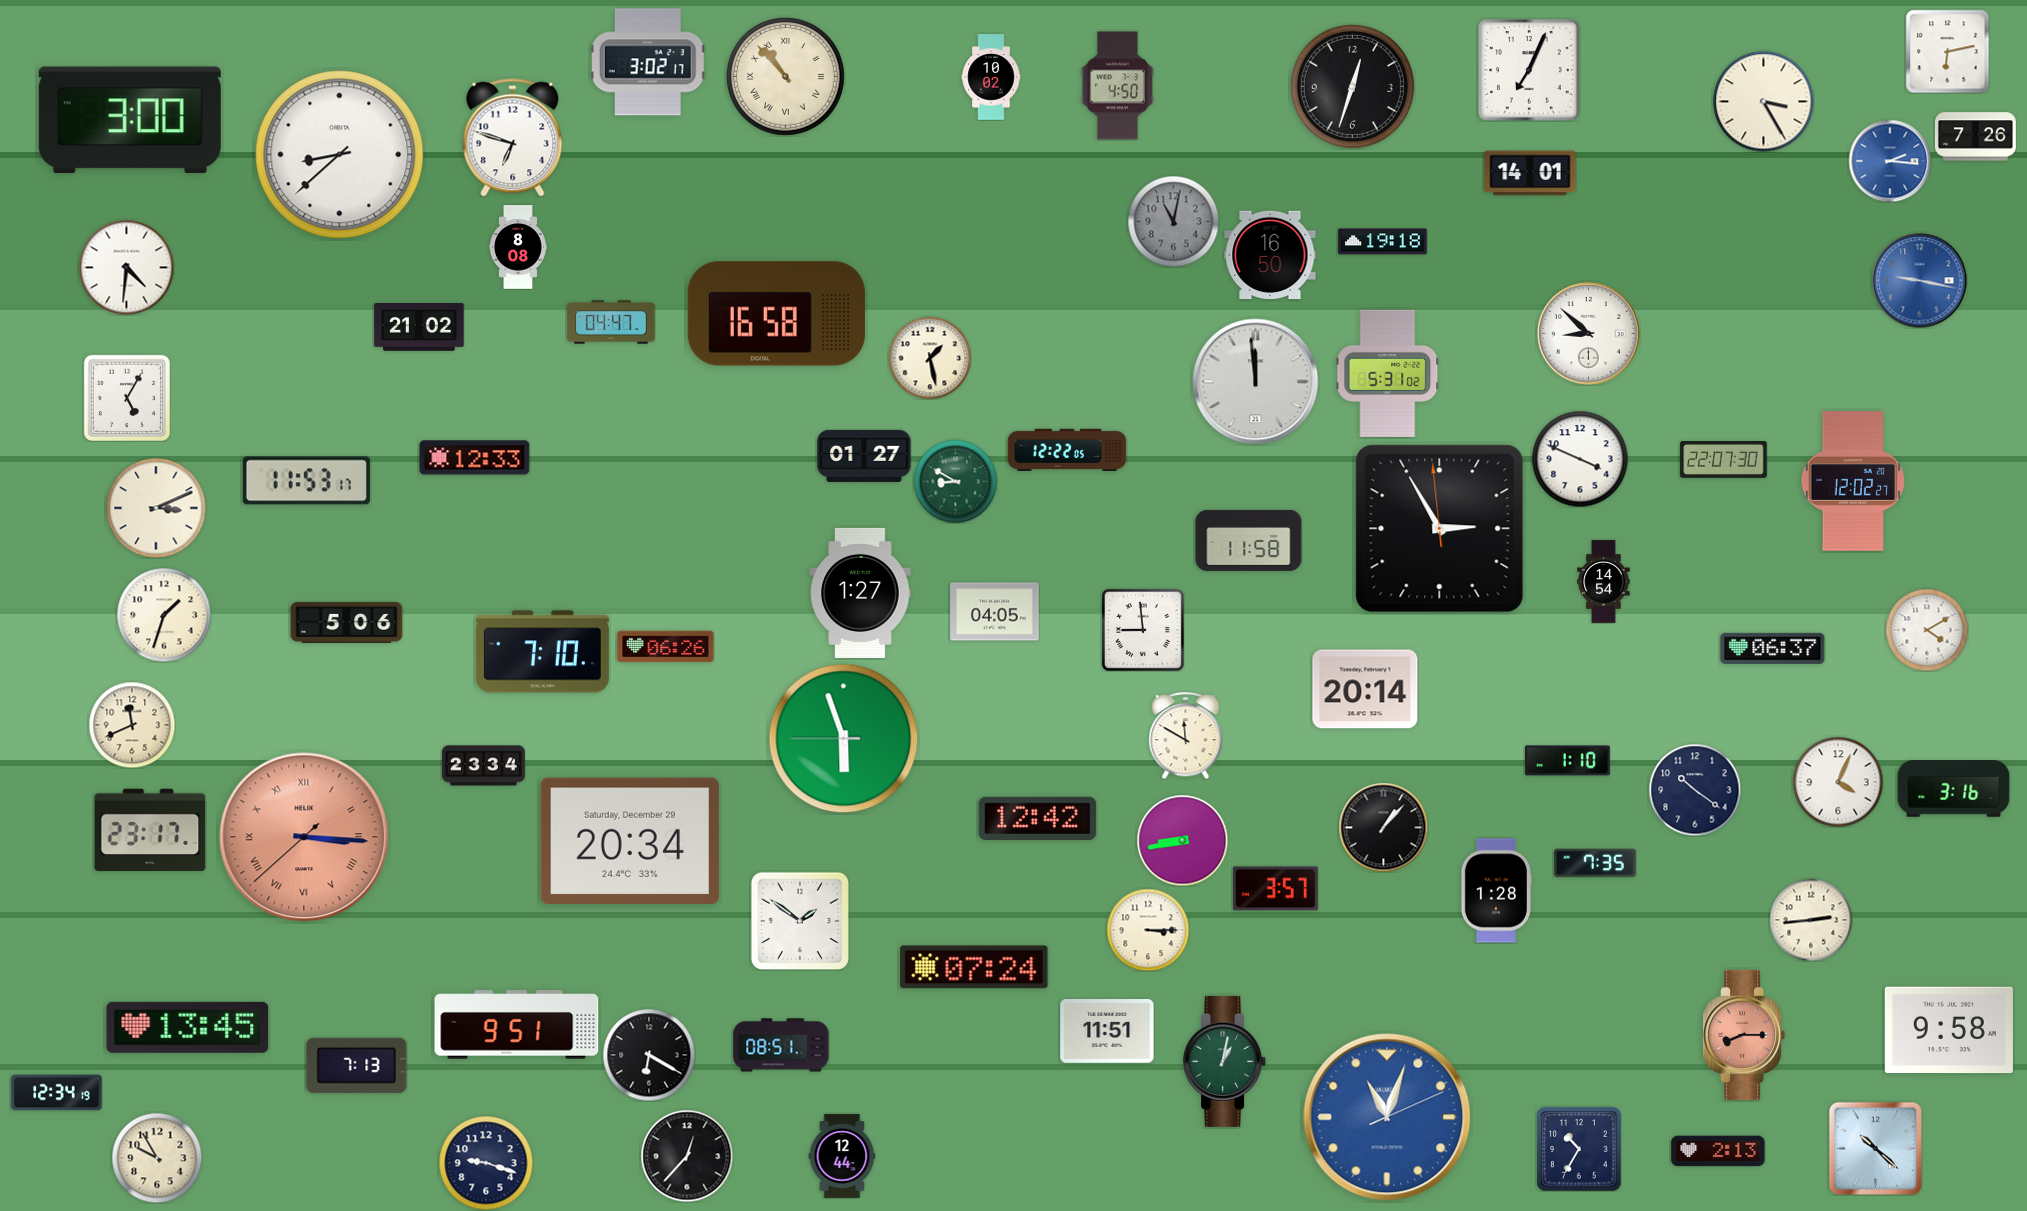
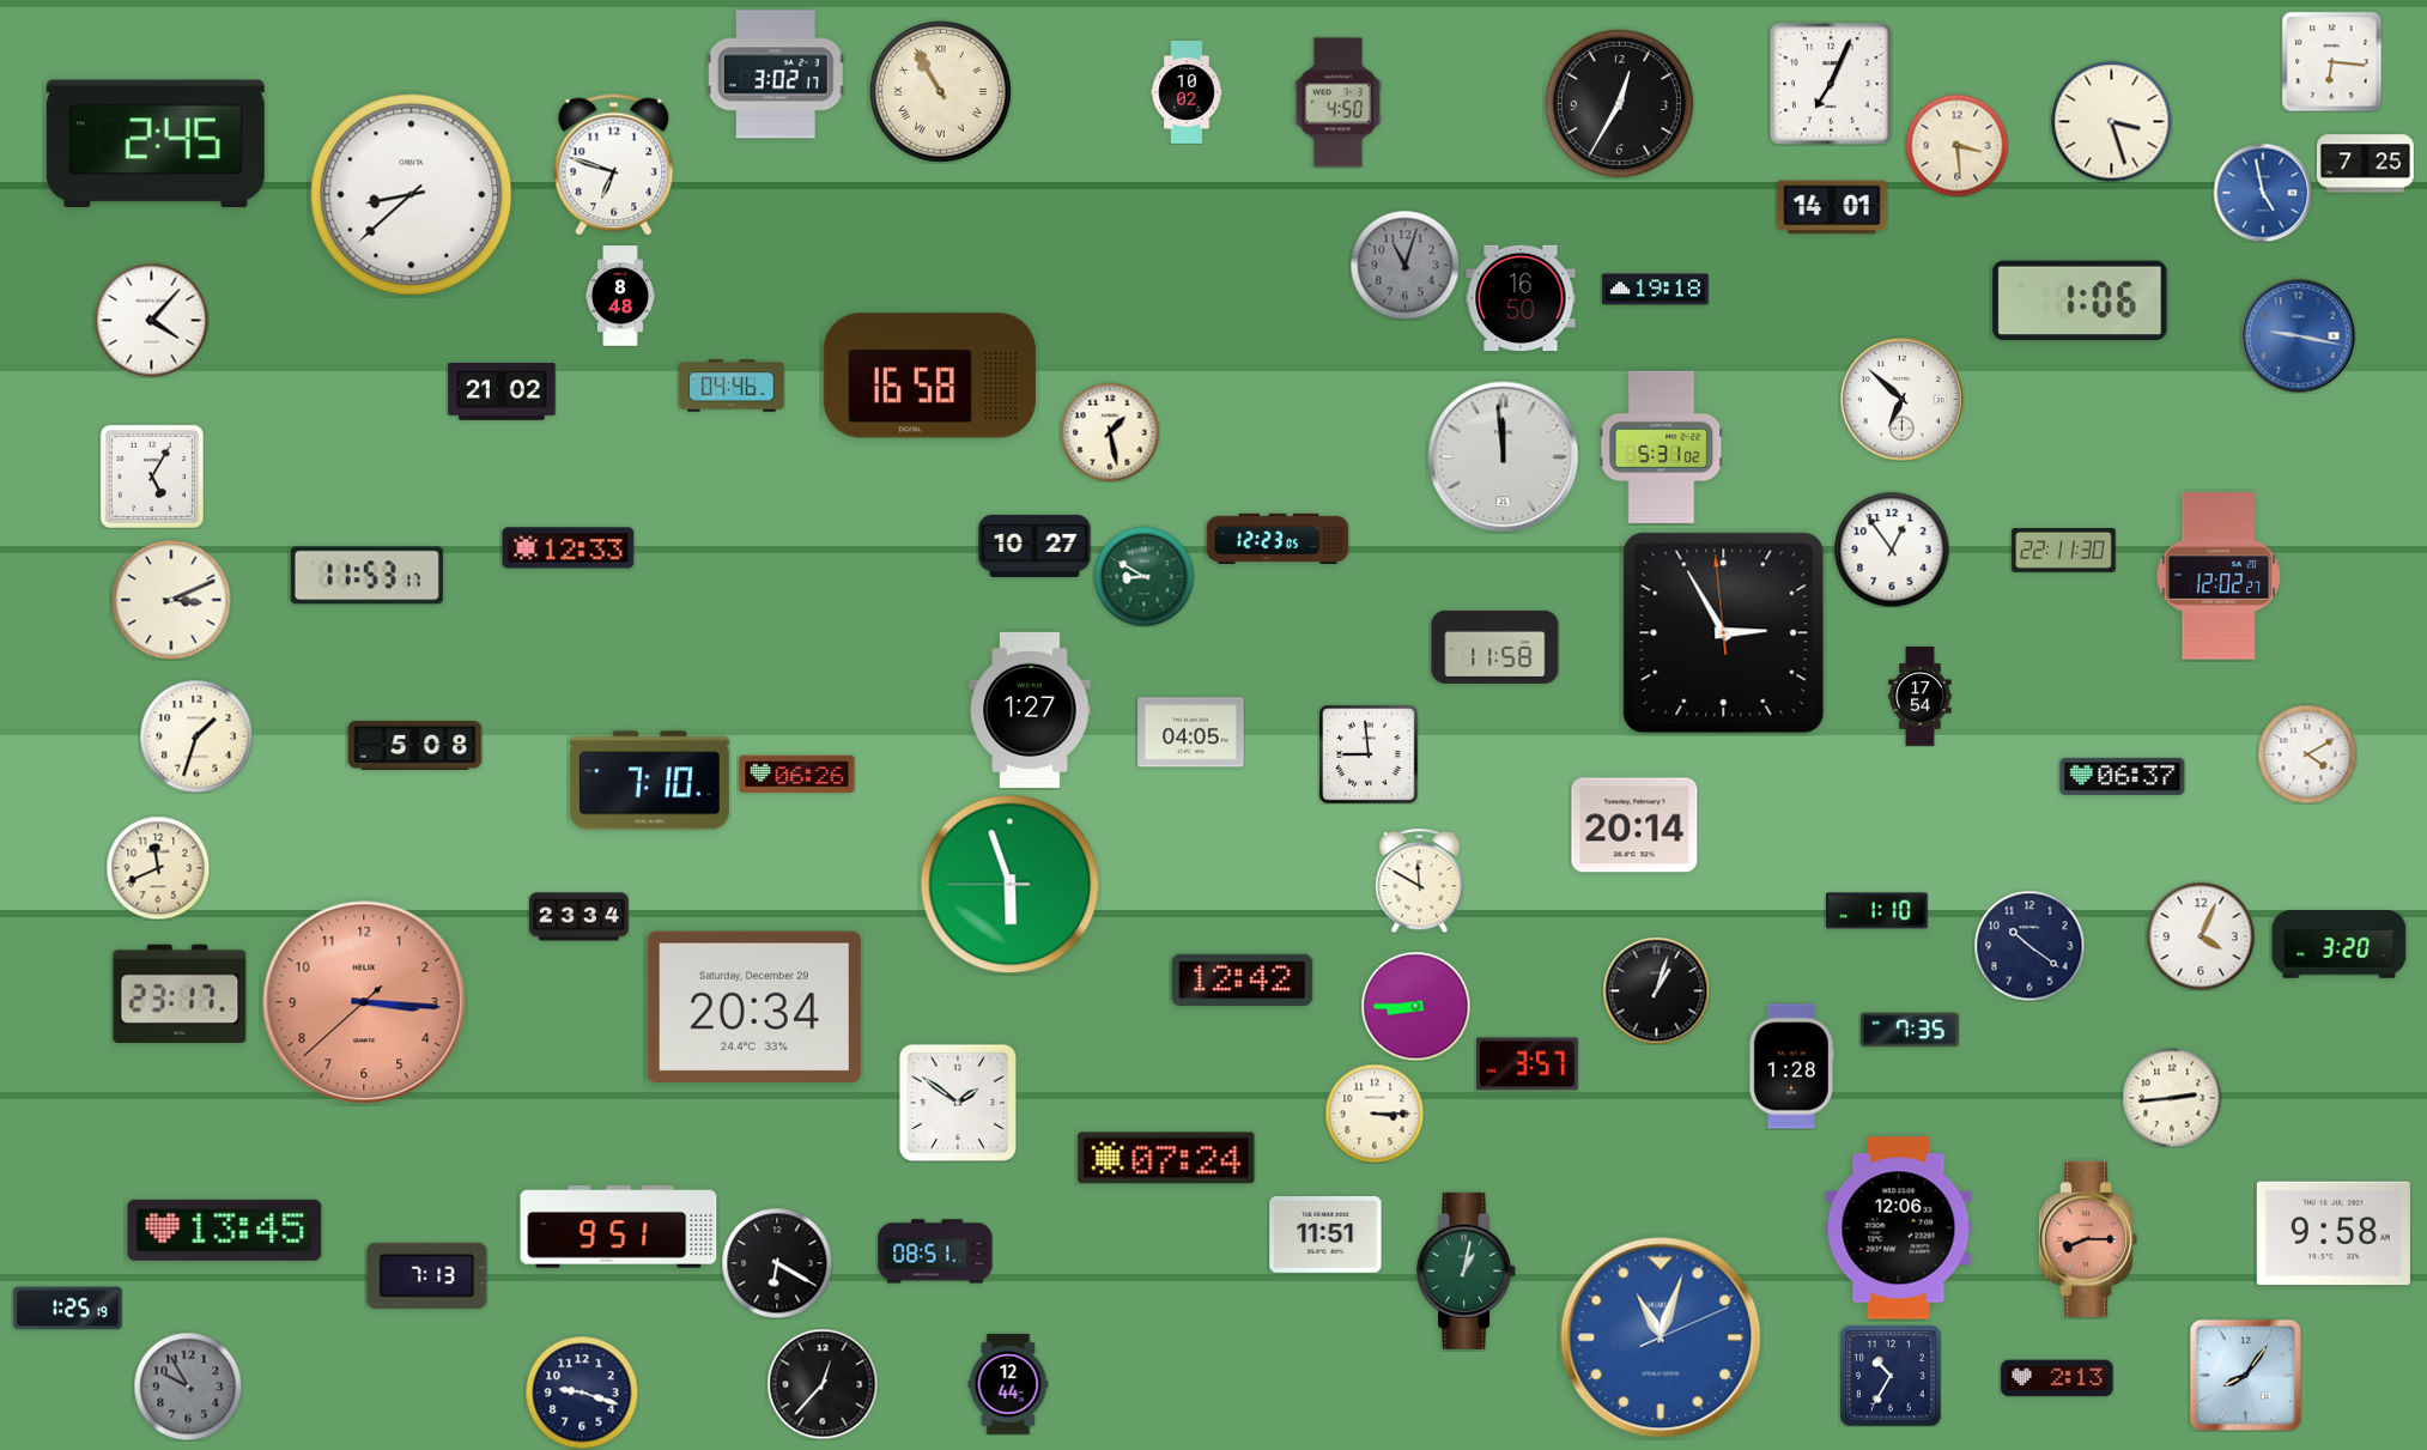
clock at (1947, 51): 6:13 -> 6:16
clock at (785, 76): 10:53 -> 10:55
clock at (1352, 86): 12:33 -> 12:35
clock at (1764, 102): 3:25 -> 3:27
clock at (130, 120): 3:00 -> 2:45
clock at (1956, 145): none -> 3:29
clock at (1975, 137): 7:26 -> 7:25
clock at (340, 155) position: (340, 155) -> (412, 195)
clock at (1890, 161): 2:16 -> 4:58
clock at (1173, 221): 11:02 -> 11:03
clock at (518, 247): 8:08 -> 8:48
clock at (2080, 301): none -> 1:06
clock at (1270, 254) position: (1270, 254) -> (1521, 297)
clock at (126, 267): 4:31 -> 4:07
clock at (611, 322): 04:47 -> 04:46
clock at (1589, 334): 8:52 -> 6:52
clock at (930, 358) position: (930, 358) -> (1110, 432)
clock at (1067, 450): 12:22 -> 12:23
clock at (864, 456): 01:27 -> 10:27
clock at (1580, 459): 3:49 -> 12:54
clock at (1724, 460): 22:07 -> 22:11
clock at (156, 508) position: (156, 508) -> (171, 600)
clock at (1604, 582): 14:54 -> 17:54
clock at (347, 622): 5:06 -> 5:08
clock at (1954, 789): 3:16 -> 3:20
clock at (1383, 827): 1:07 -> 1:03
clock at (304, 837) numerals: Roman -> Arabic
clock at (1182, 840): 8:43 -> 8:45
clock at (1595, 863) position: (1595, 863) -> (1910, 1030)
clock at (1811, 920) position: (1811, 920) -> (2172, 1098)
clock at (1899, 1228): none -> 12:06
clock at (57, 1093): 12:34 -> 1:25
clock at (1875, 1148): 10:22 -> 8:06
clock at (157, 1158) dial: cream -> grey
